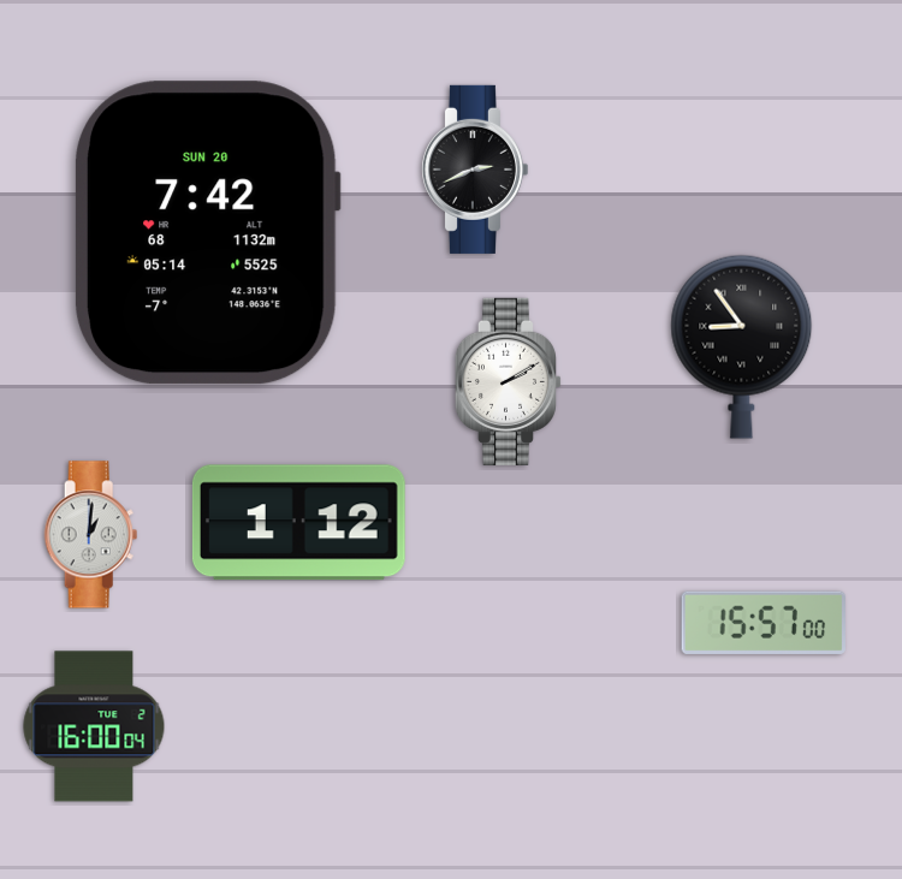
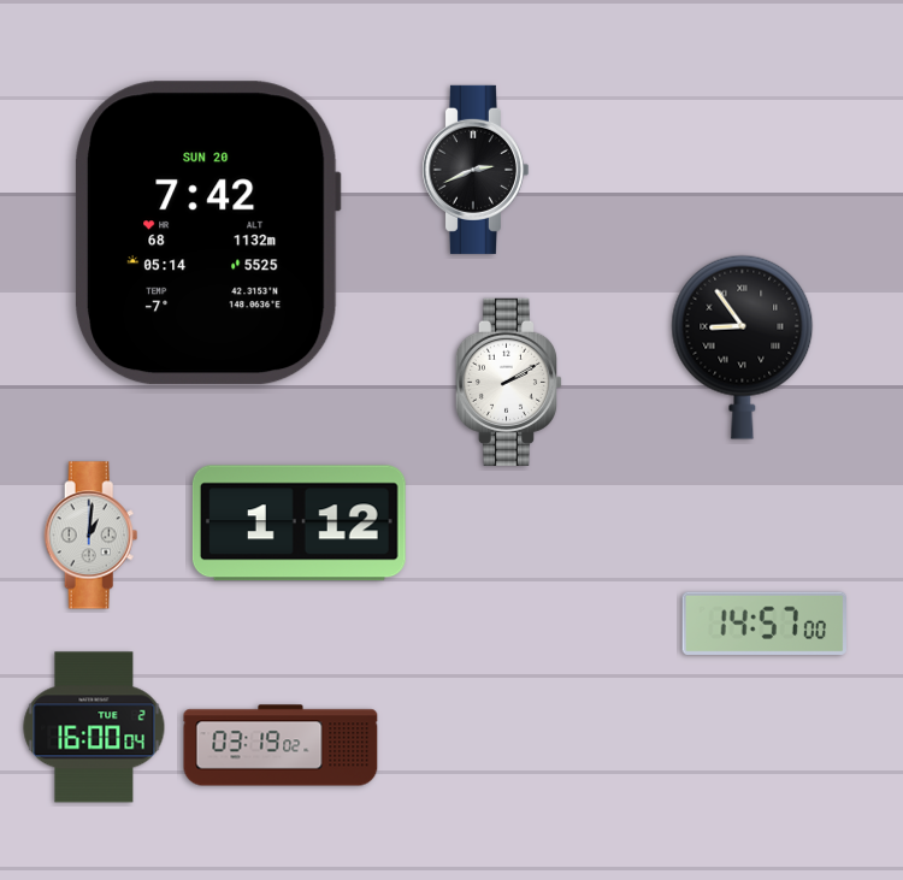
clock at (764, 623): 15:57 -> 14:57
clock at (281, 745): none -> 03:19
